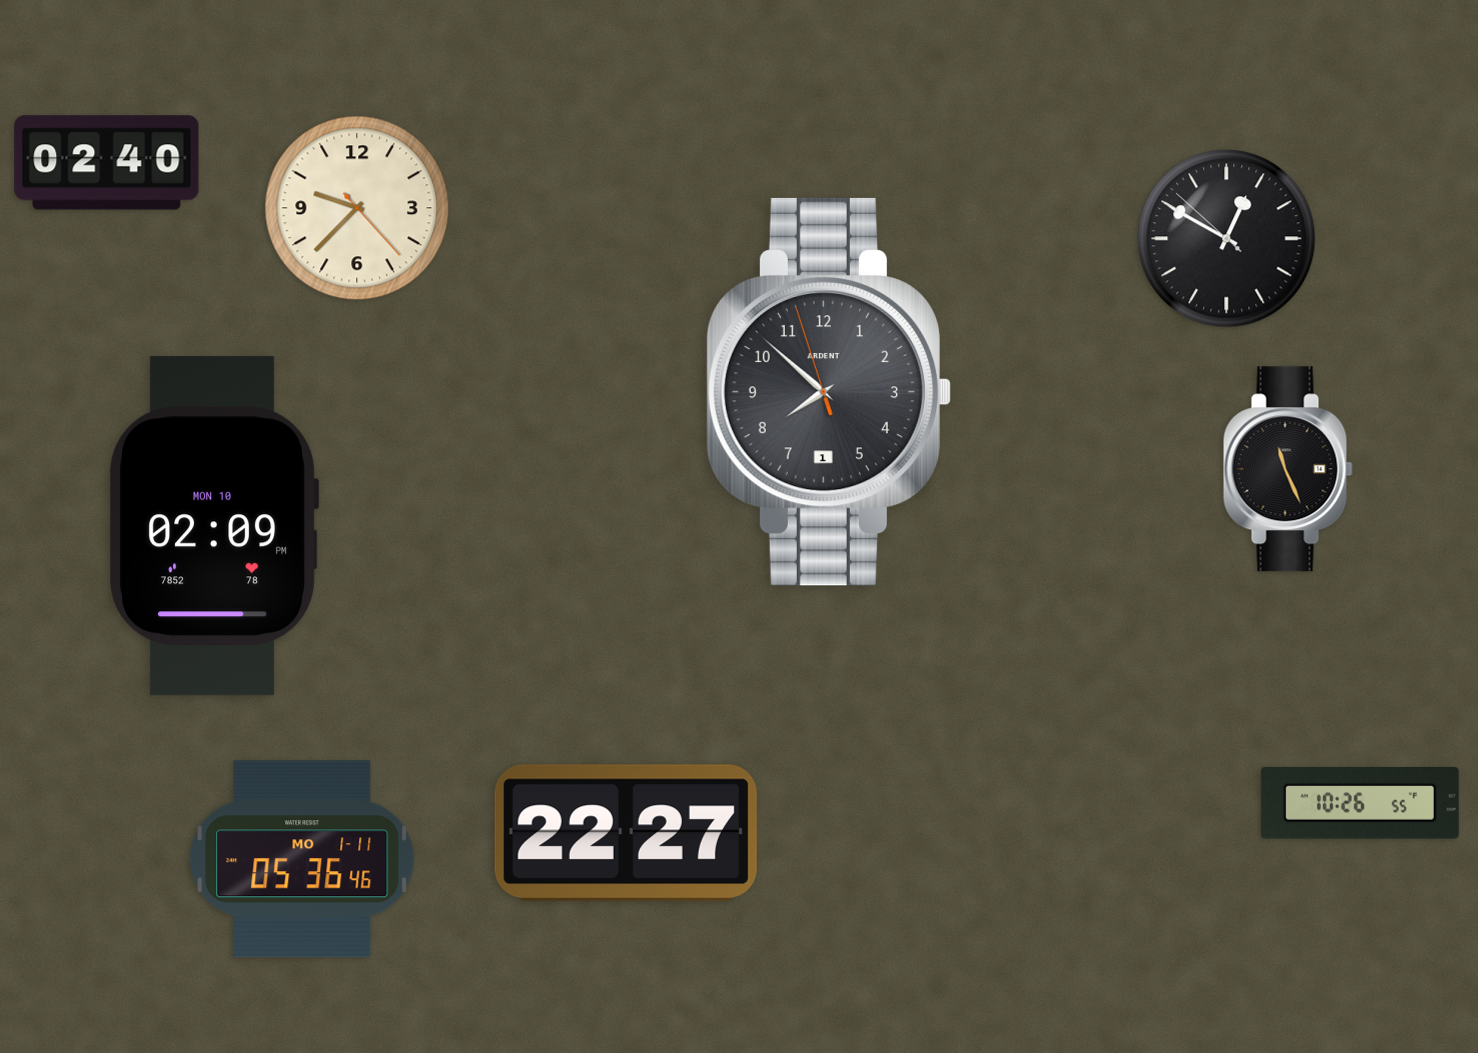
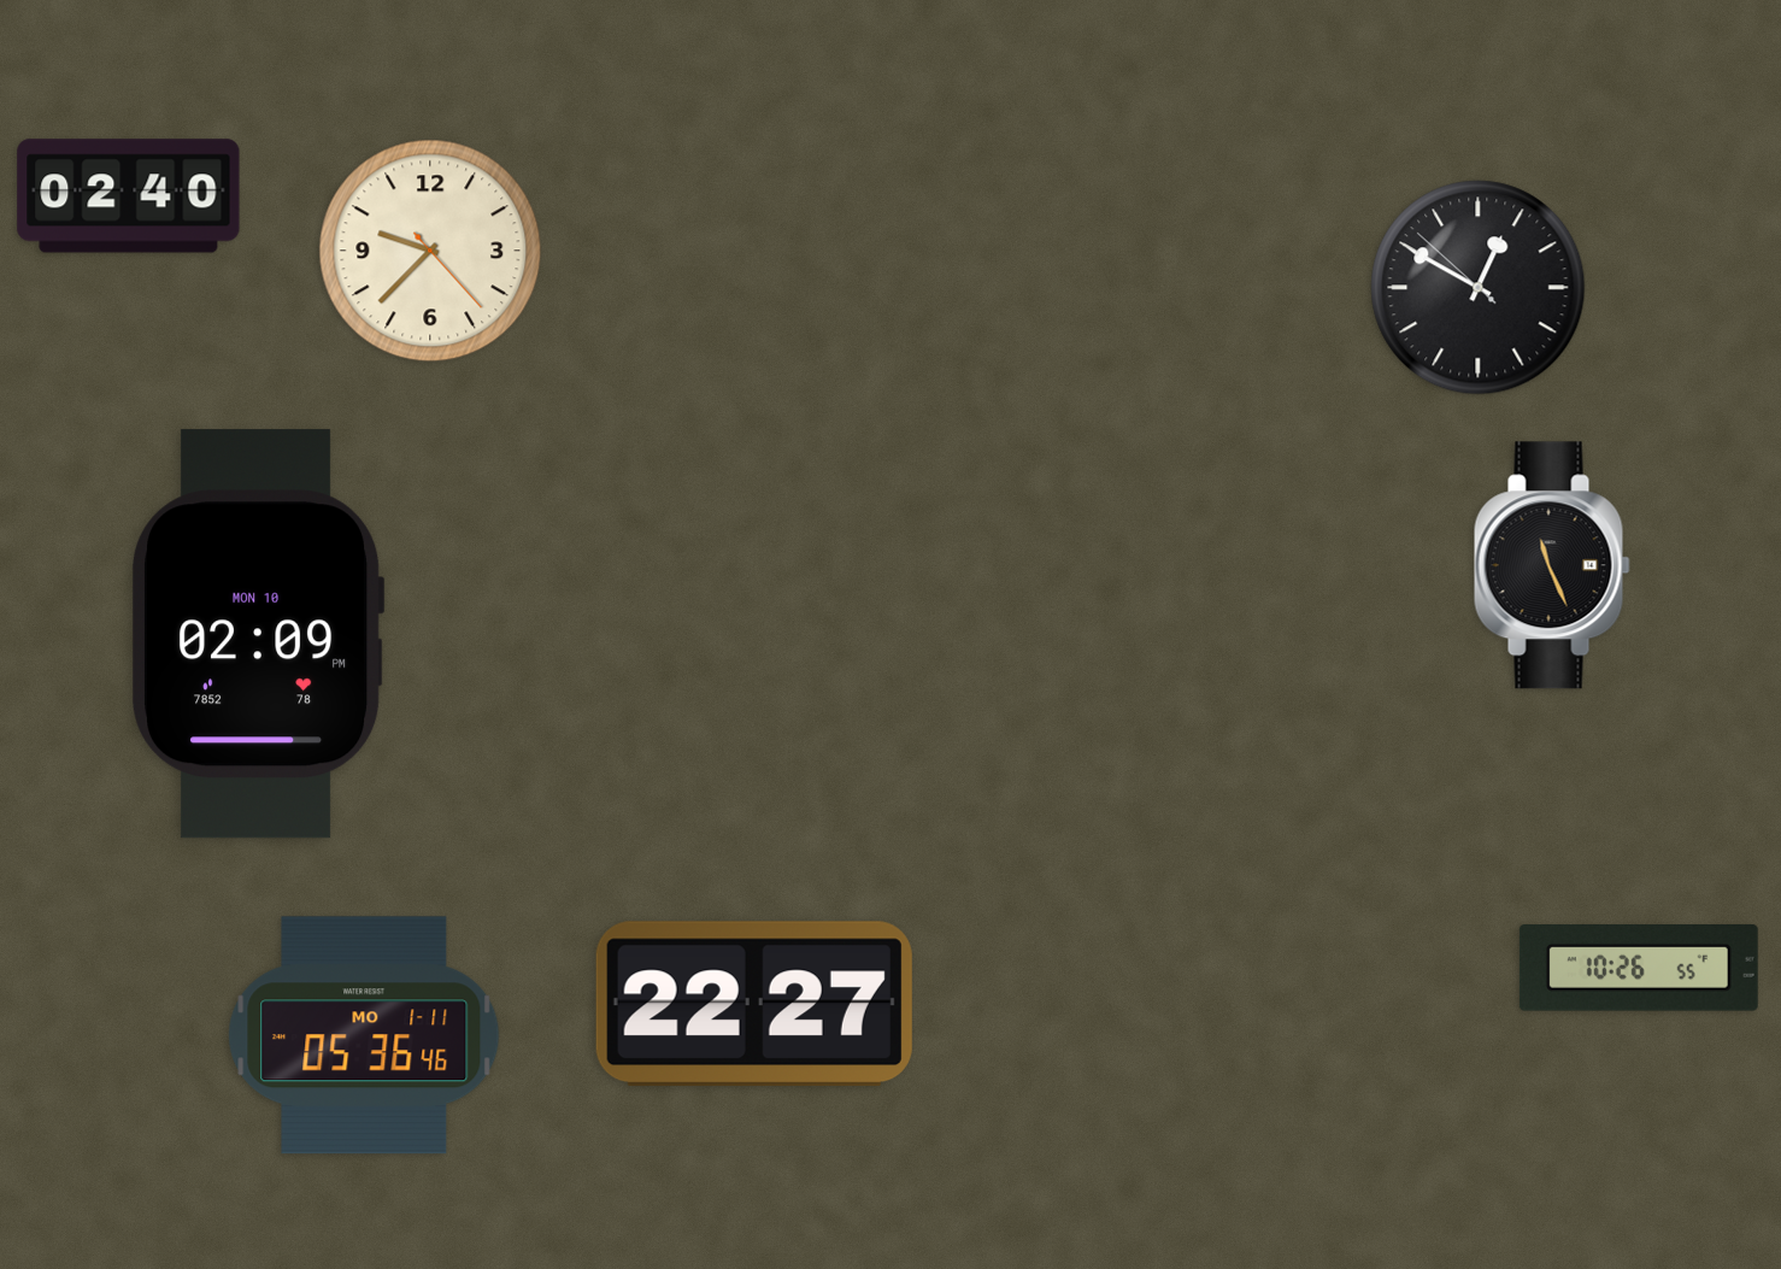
clock at (829, 392): 7:51 -> none
